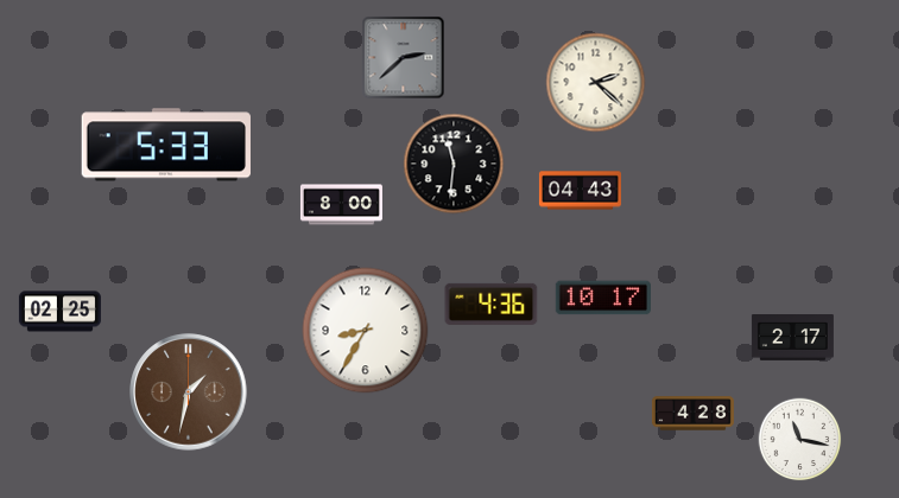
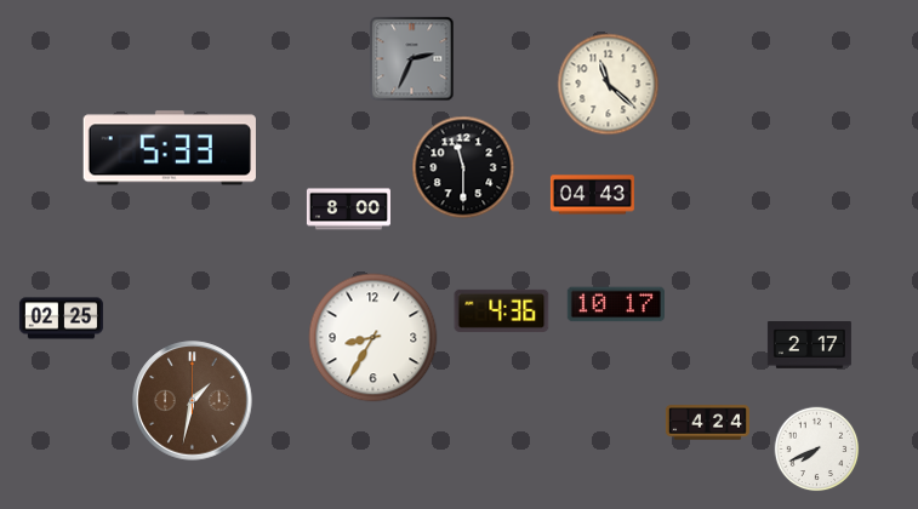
clock at (404, 58): 2:38 -> 2:34
clock at (596, 83): 2:22 -> 11:22
clock at (454, 164): 11:31 -> 11:30
clock at (692, 414): 4:28 -> 4:24
clock at (800, 440): 11:17 -> 7:41
